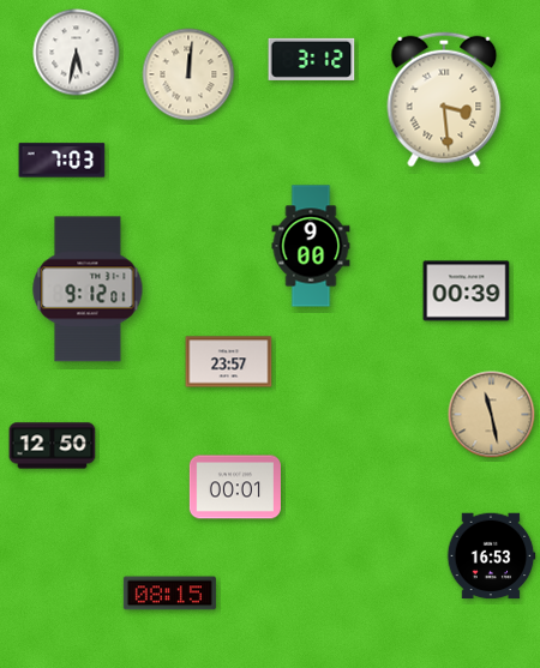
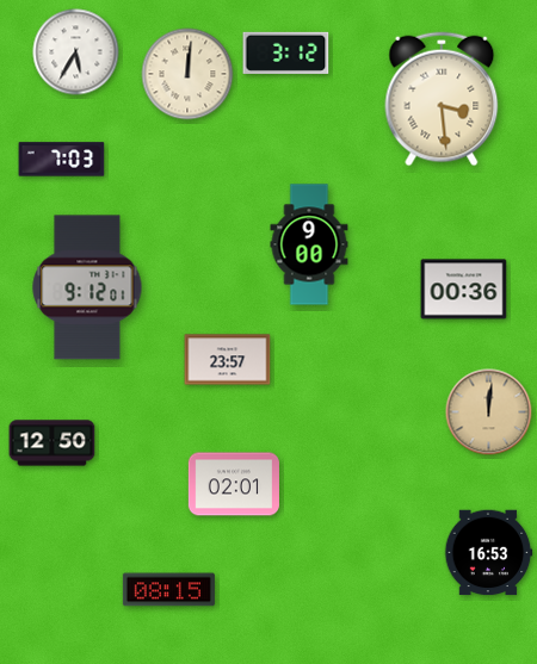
clock at (77, 53): 5:32 -> 5:35
clock at (312, 59) position: (312, 59) -> (286, 52)
clock at (467, 291): 00:39 -> 00:36
clock at (492, 415): 11:28 -> 12:01
clock at (235, 487): 00:01 -> 02:01
